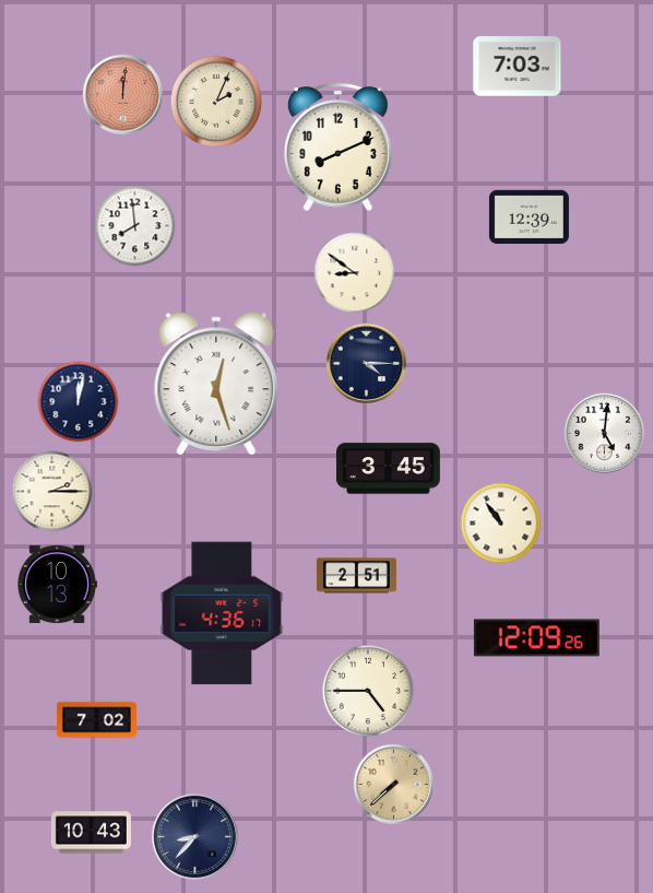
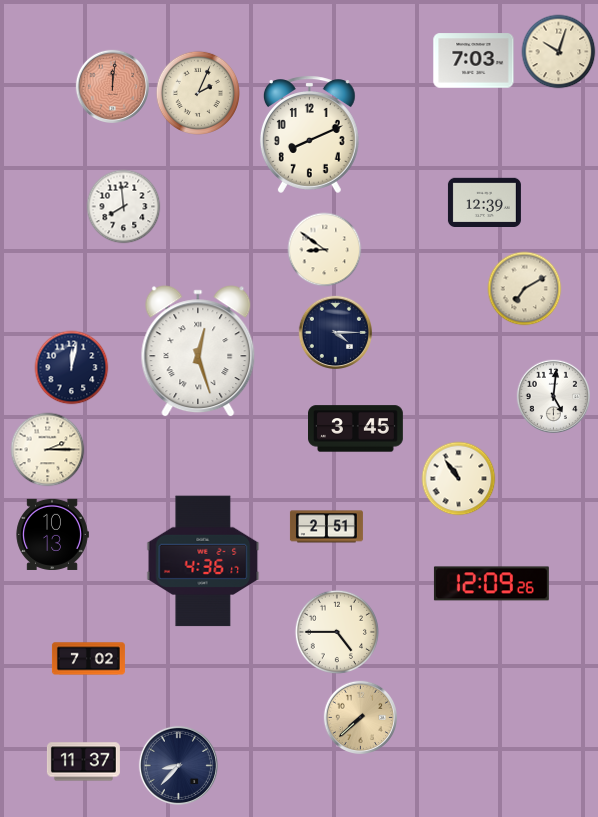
clock at (559, 52): none -> 10:03
clock at (529, 216) position: (529, 216) -> (484, 202)
clock at (525, 289): none -> 7:10
clock at (91, 833): 10:43 -> 11:37
